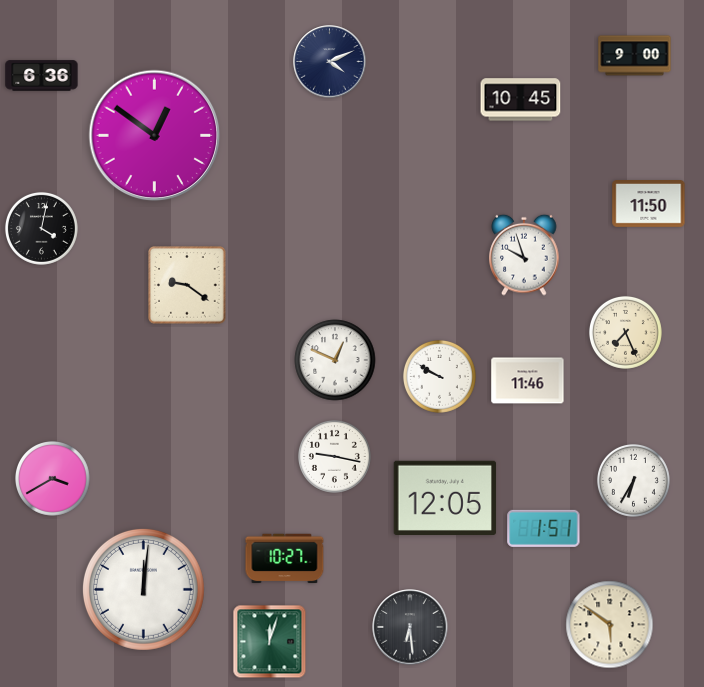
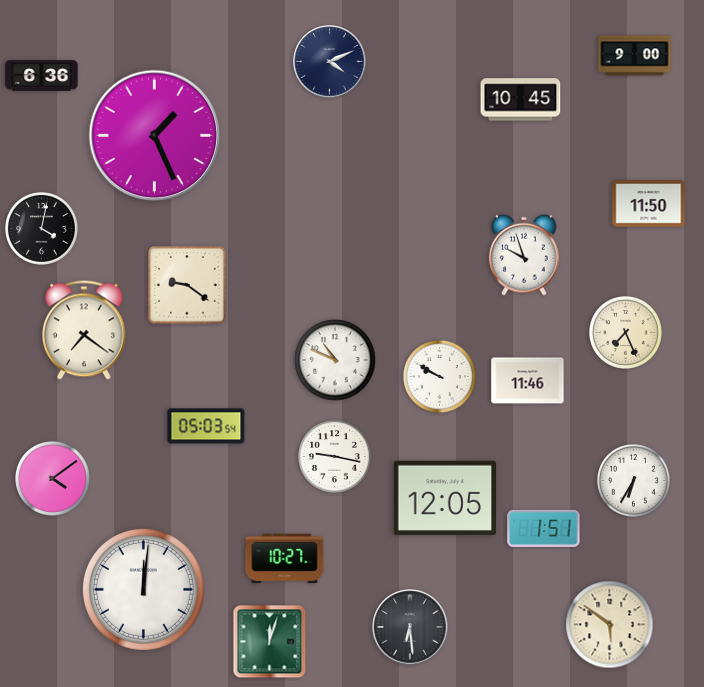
clock at (155, 136): 12:51 -> 1:26
clock at (84, 330): none -> 7:21
clock at (335, 360): 12:49 -> 10:49
clock at (206, 426): none -> 05:03
clock at (53, 479): 3:40 -> 4:09
